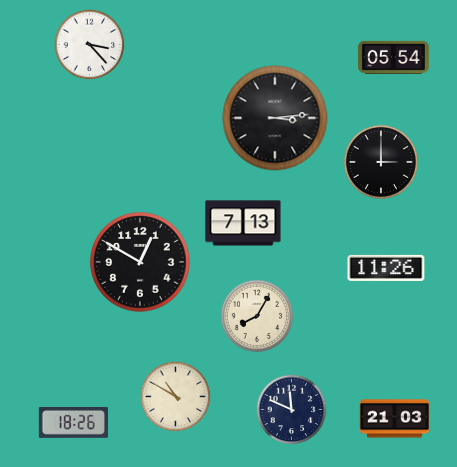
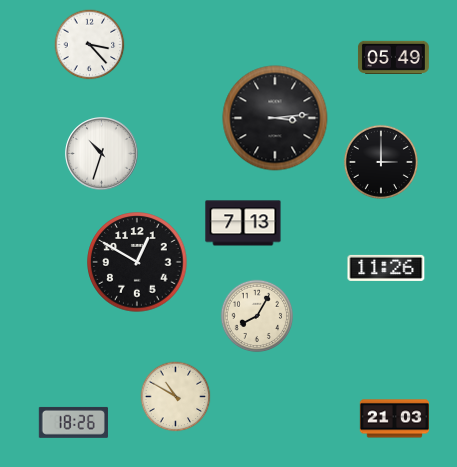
clock at (393, 57): 05:54 -> 05:49
clock at (102, 154): none -> 10:33
clock at (140, 262) position: (140, 262) -> (137, 262)
clock at (292, 410): 11:49 -> none
